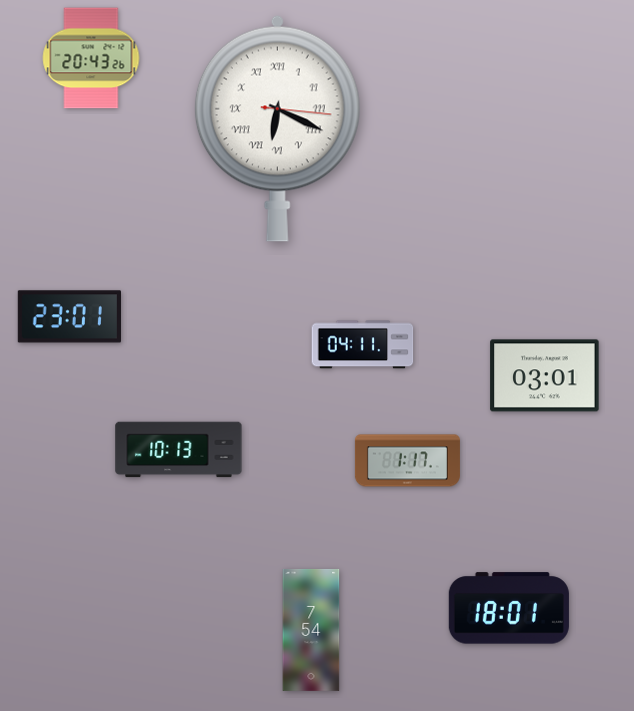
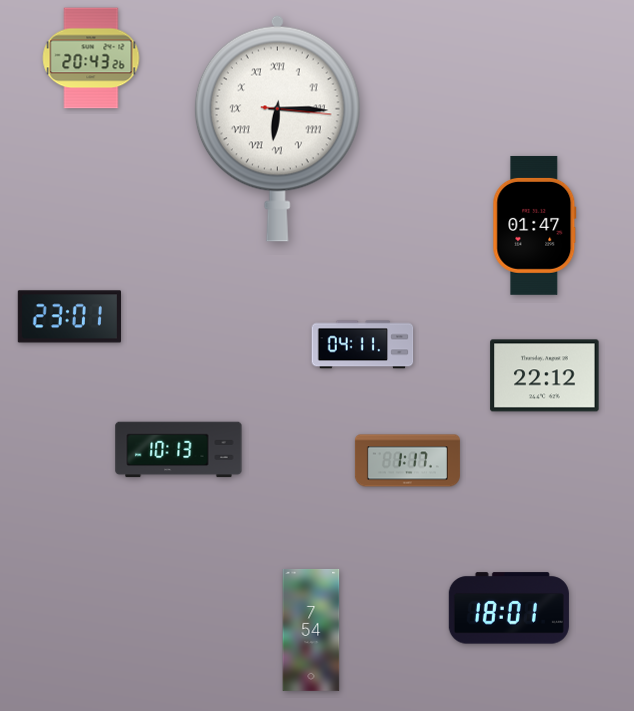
clock at (277, 128): 6:19 -> 6:15
clock at (535, 225): none -> 01:47
clock at (545, 376): 03:01 -> 22:12
